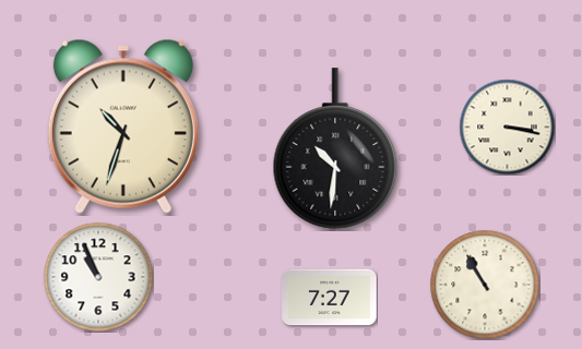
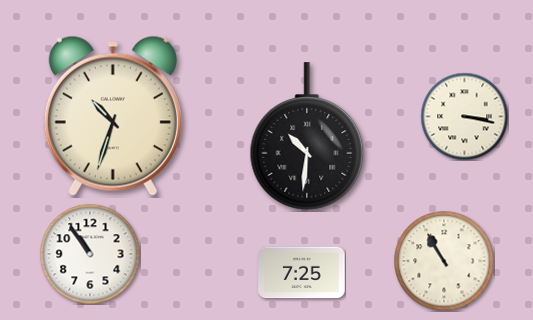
clock at (98, 277): 10:56 -> 10:54
clock at (330, 298): 7:27 -> 7:25
